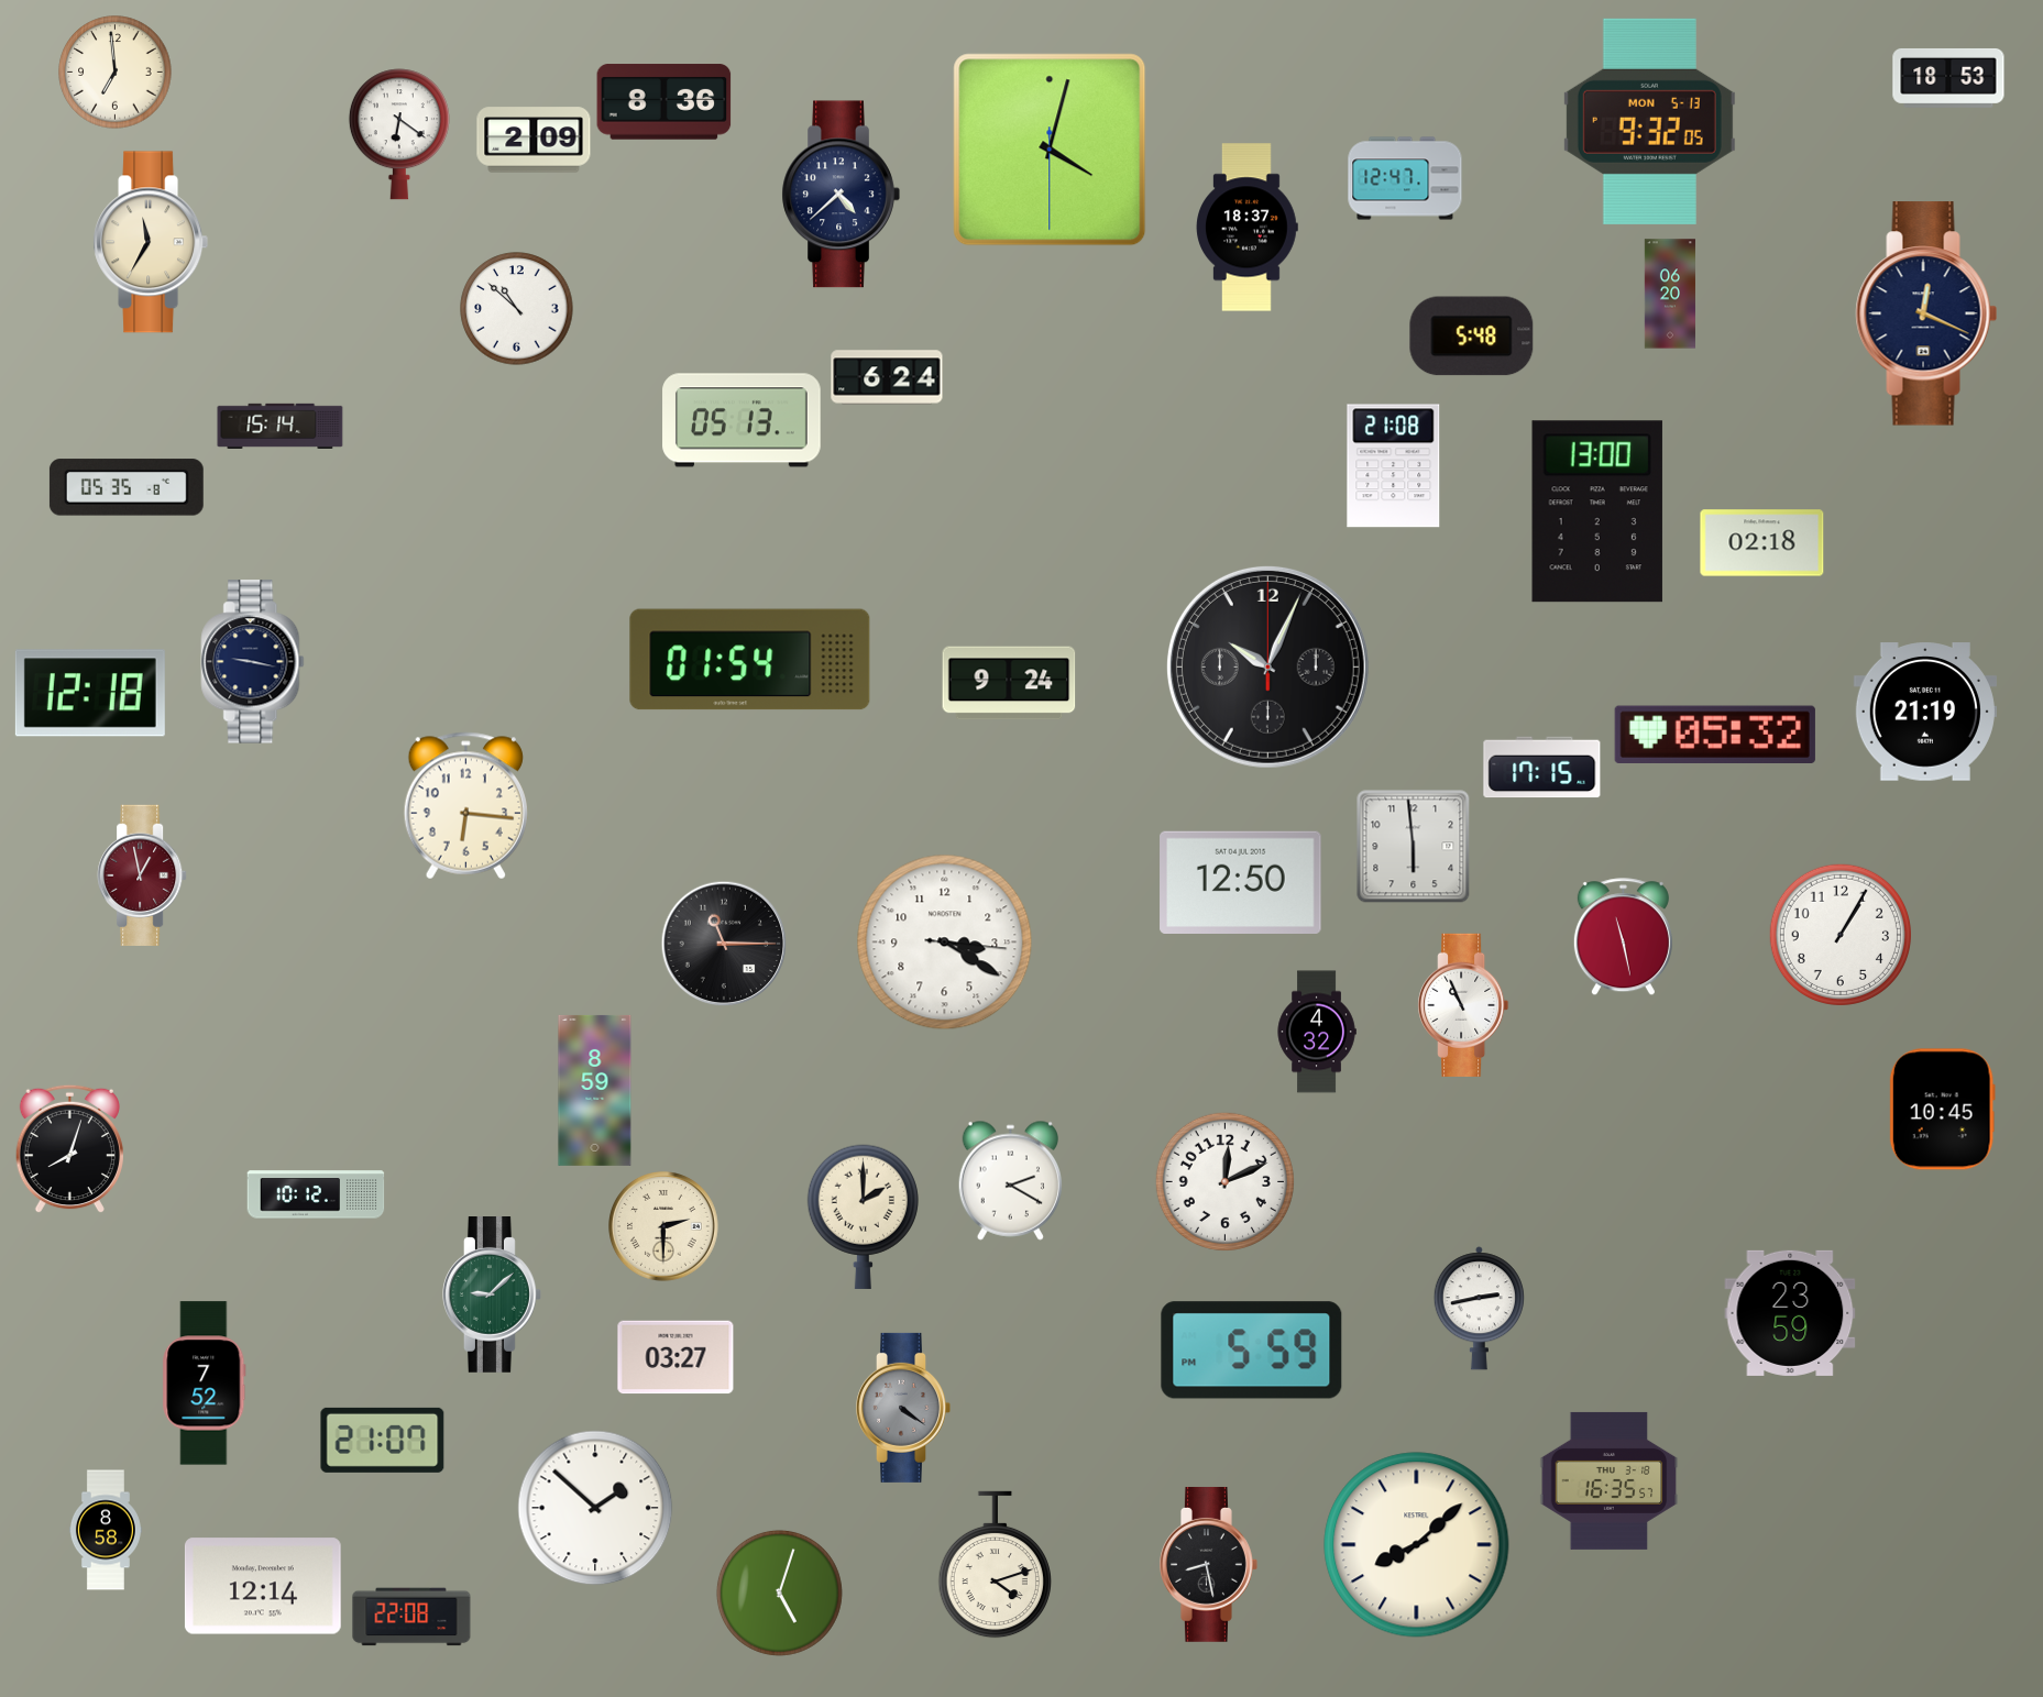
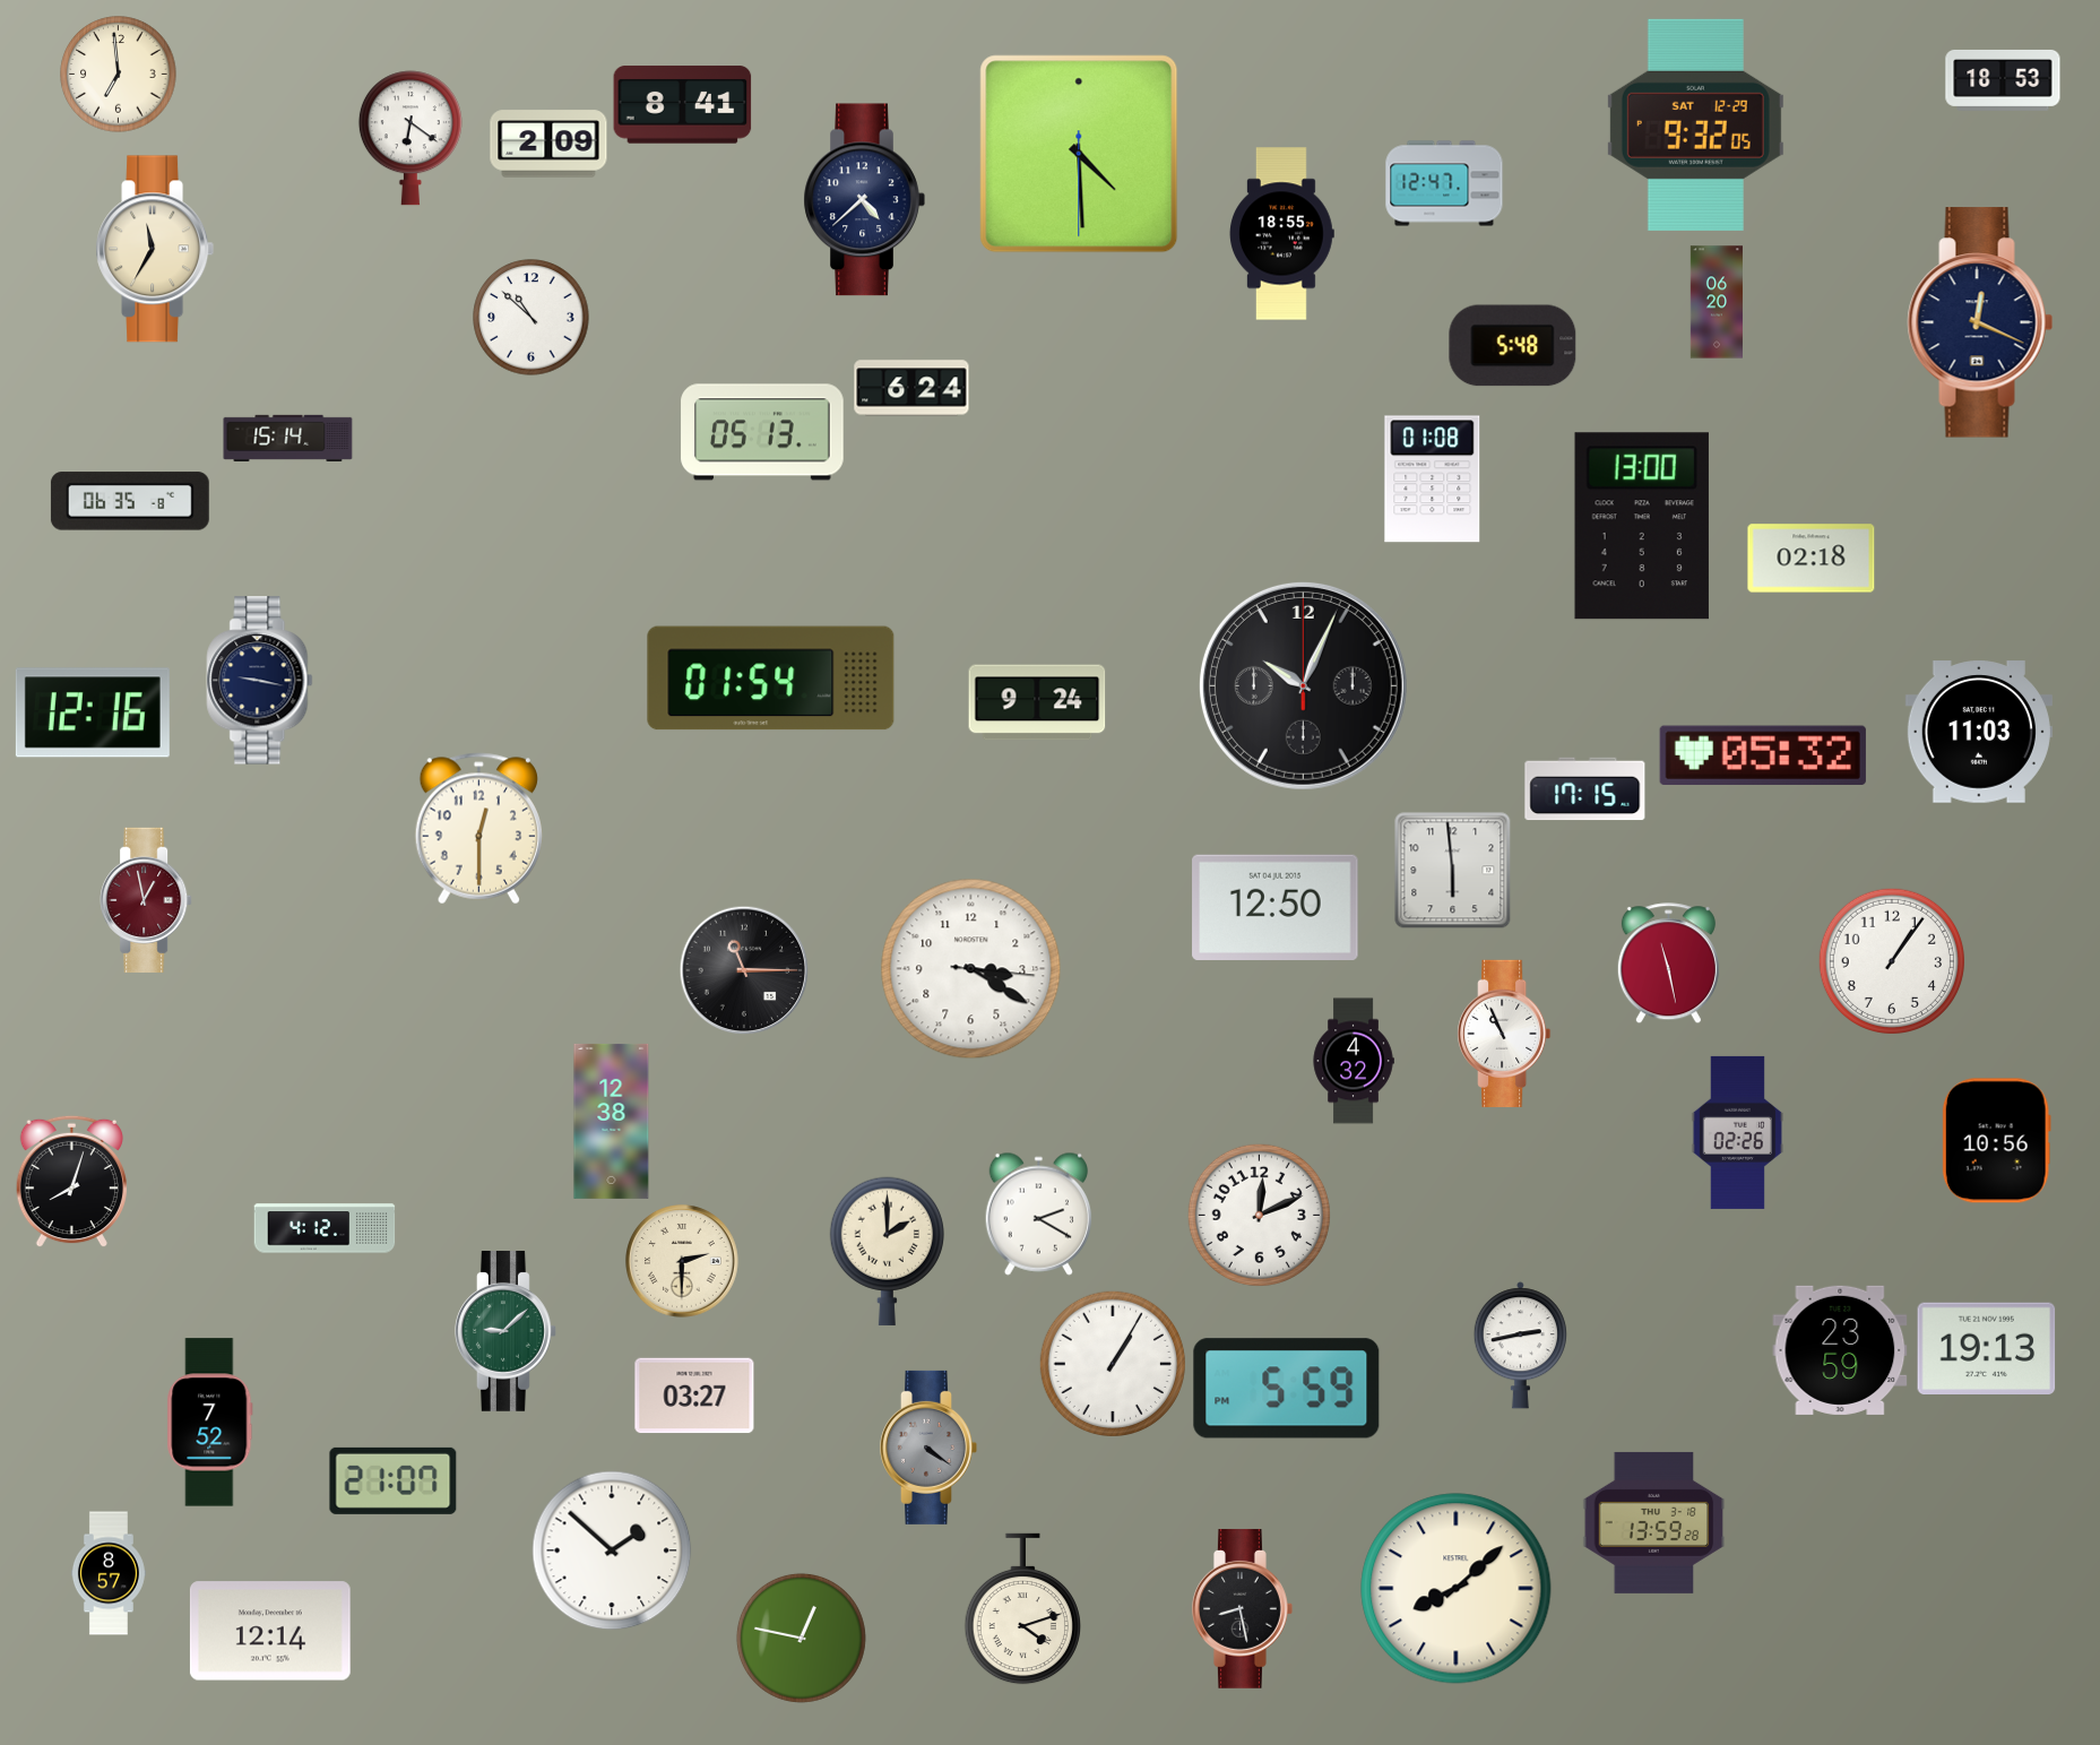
clock at (664, 102): 8:36 -> 8:41
clock at (1649, 121) date: MON 5-13 -> SAT 12-29
clock at (1050, 150): 4:02 -> 4:29
clock at (1248, 228): 18:37 -> 18:55
clock at (1394, 466): 21:08 -> 01:08
clock at (127, 487): 05:35 -> 06:35
clock at (90, 693): 12:18 -> 12:16
clock at (1925, 712): 21:19 -> 11:03
clock at (465, 806): 6:16 -> 12:30
clock at (1841, 935): 1:05 -> 1:06
clock at (595, 1090): 8:59 -> 12:38
clock at (1737, 1132): none -> 02:26
clock at (1942, 1110): 10:45 -> 10:56
clock at (316, 1194): 10:12 -> 4:12
clock at (1987, 1348): none -> 19:13
clock at (1113, 1364): none -> 1:05
clock at (1610, 1480): 16:35 -> 13:59
clock at (106, 1530): 8:58 -> 8:57
clock at (779, 1593): 5:03 -> 12:47
clock at (411, 1617): 22:08 -> none
